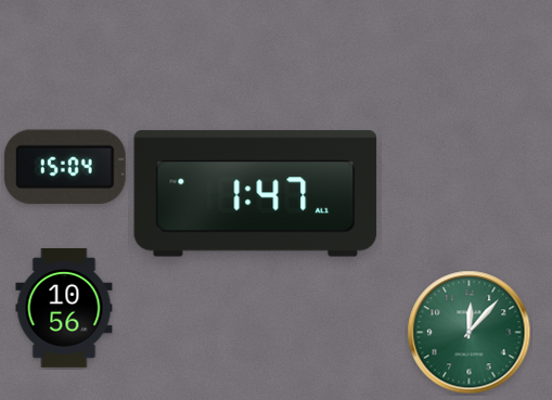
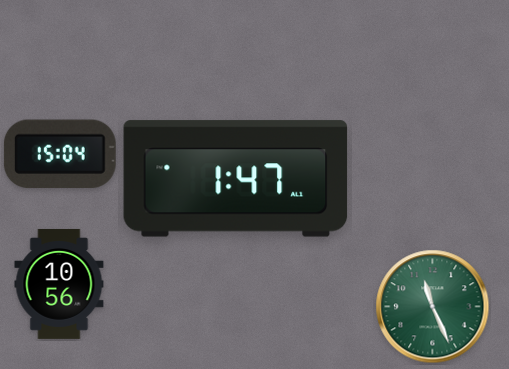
clock at (470, 333): 12:07 -> 11:26
